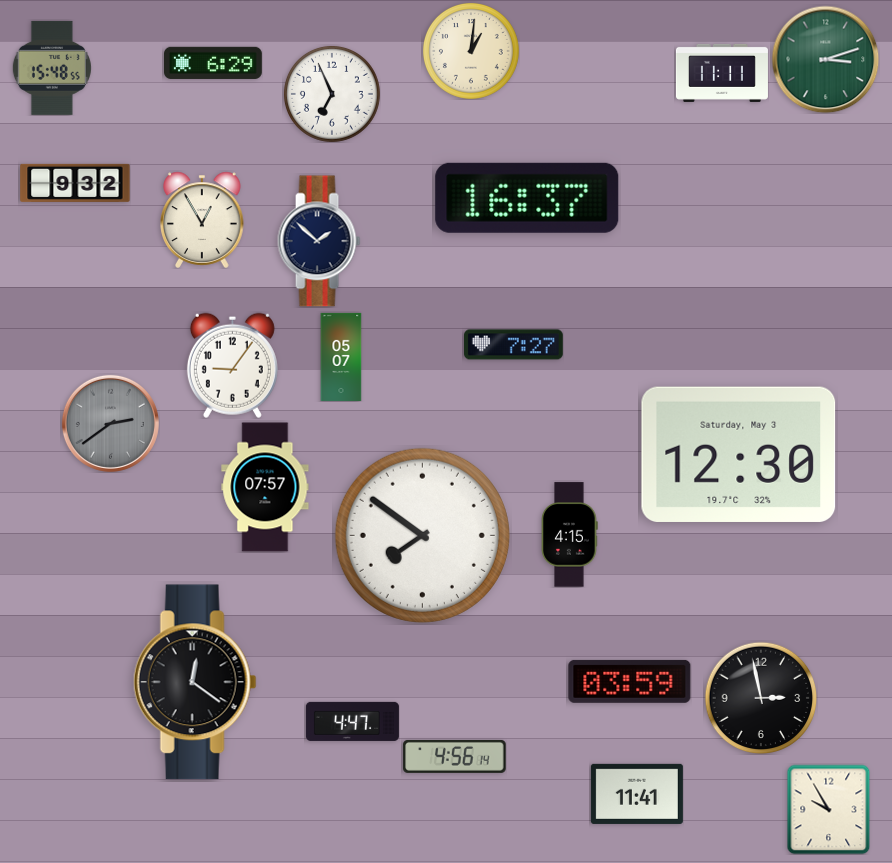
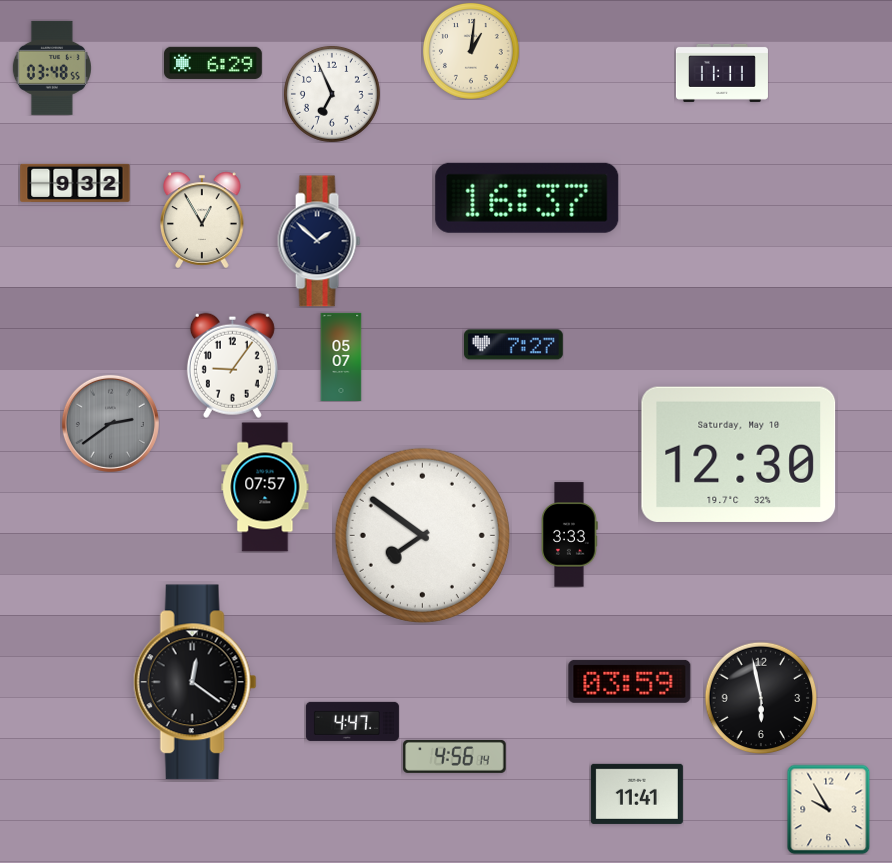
clock at (825, 59): 3:12 -> none
clock at (52, 68): 15:48 -> 03:48
clock at (739, 454) date: Saturday, May 3 -> Saturday, May 10
clock at (570, 535): 4:15 -> 3:33
clock at (761, 698): 2:58 -> 5:58
